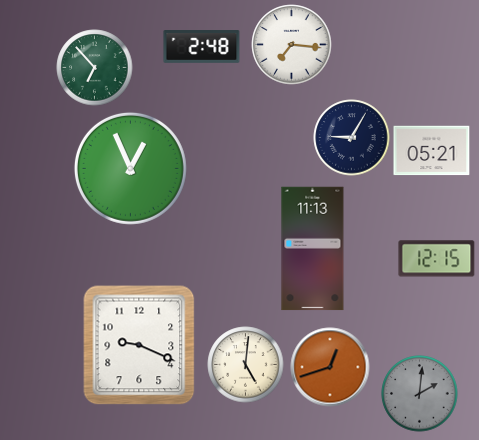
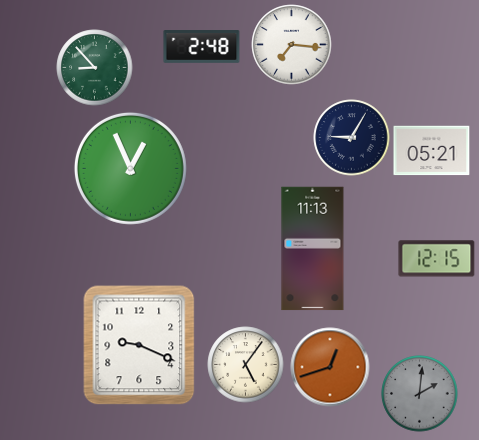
clock at (95, 68): 6:53 -> 8:53
clock at (246, 365): 5:01 -> 5:06
